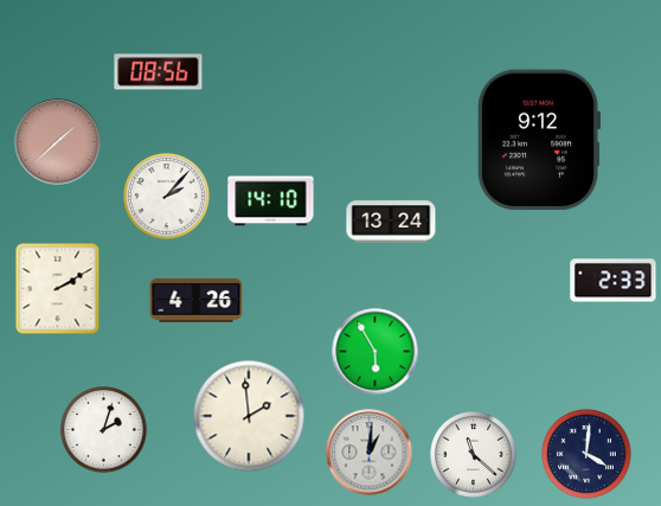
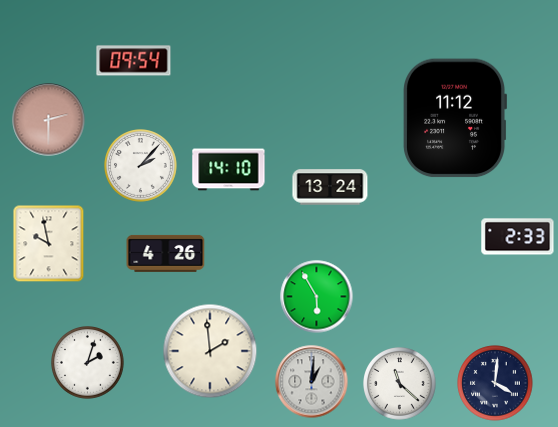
clock at (159, 72): 08:56 -> 09:54
clock at (538, 140): 9:12 -> 11:12
clock at (58, 142): 1:38 -> 2:30
clock at (58, 289): 2:10 -> 9:58
